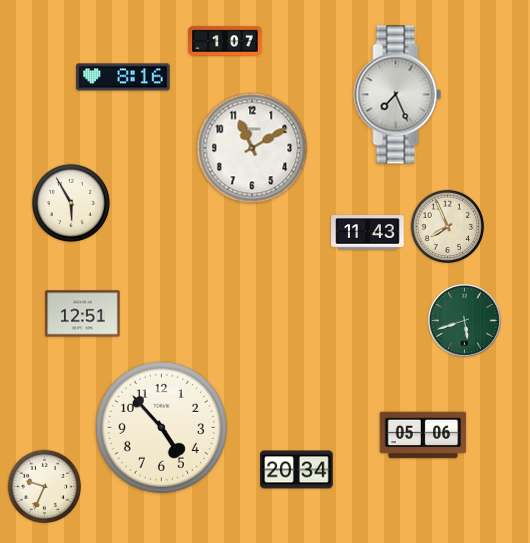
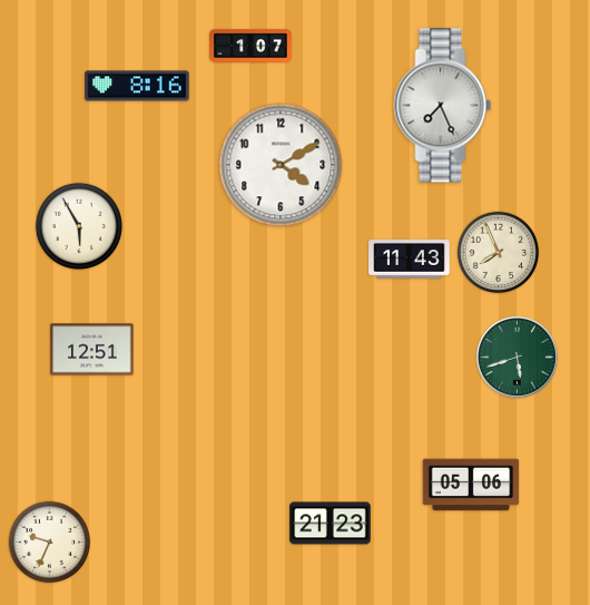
clock at (252, 148): 11:10 -> 4:10
clock at (161, 427): 4:53 -> none
clock at (297, 470): 20:34 -> 21:23
